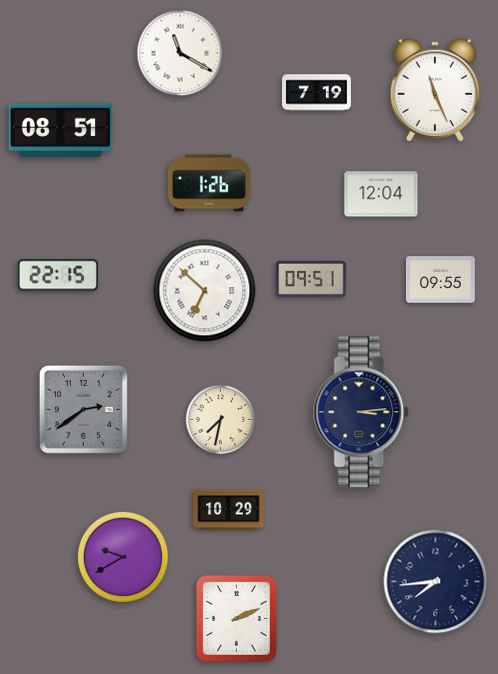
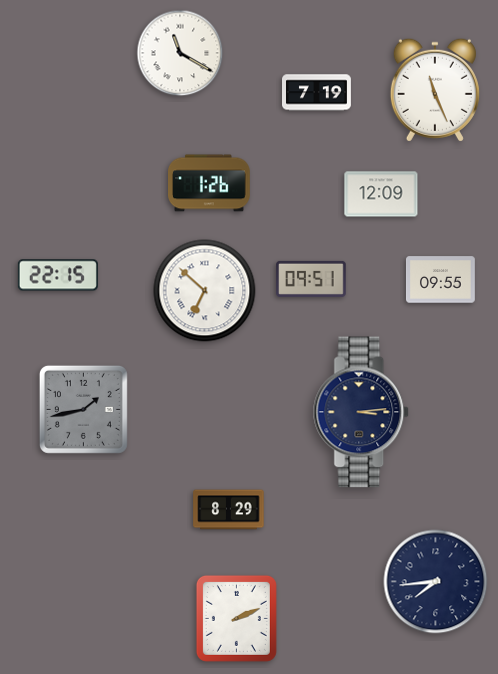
clock at (61, 130): 08:51 -> none
clock at (381, 194): 12:04 -> 12:09
clock at (83, 409): 2:39 -> 1:43
clock at (220, 419): 7:32 -> none
clock at (229, 510): 10:29 -> 8:29
clock at (123, 557): 9:40 -> none
